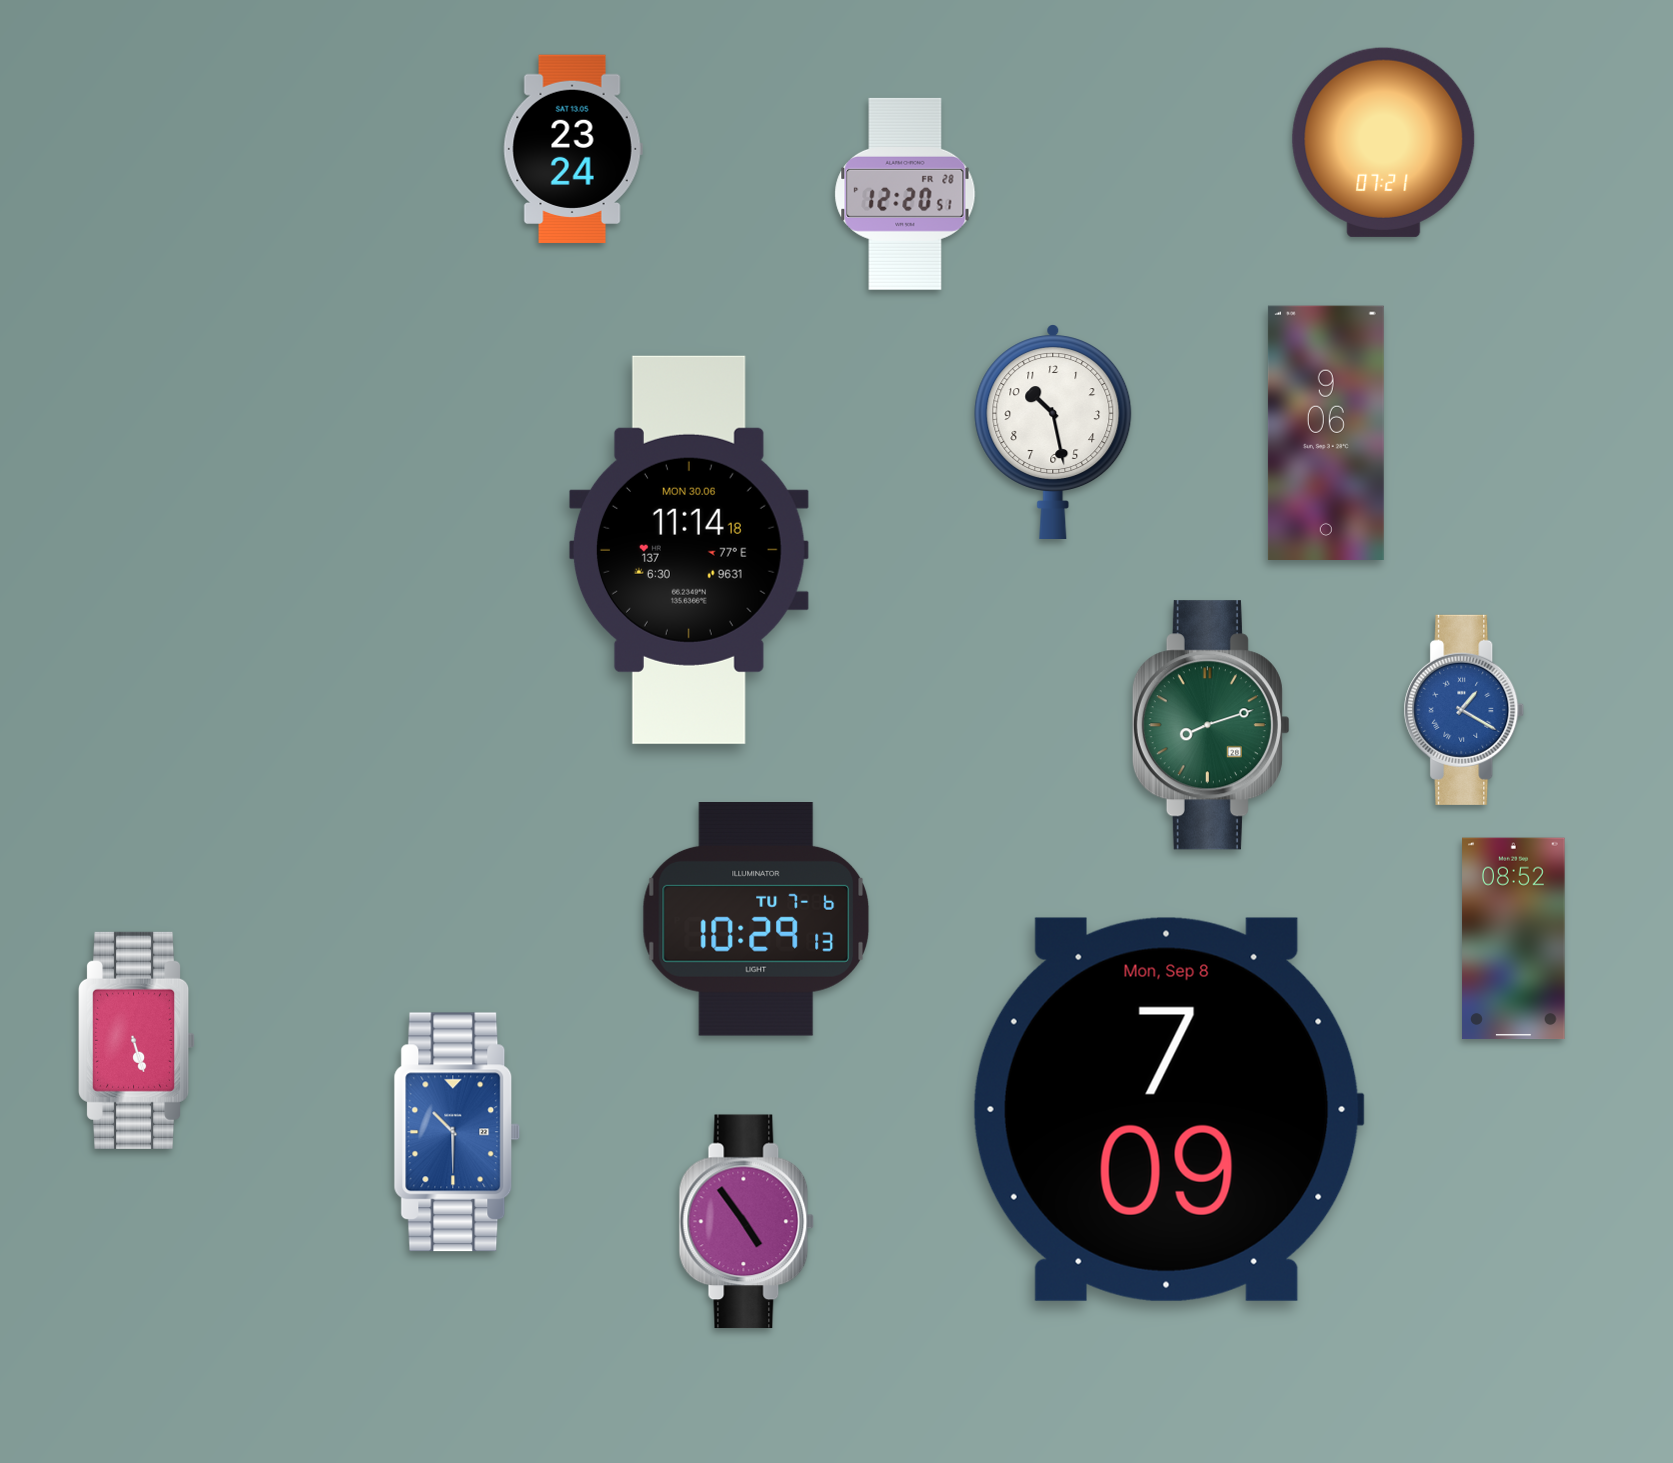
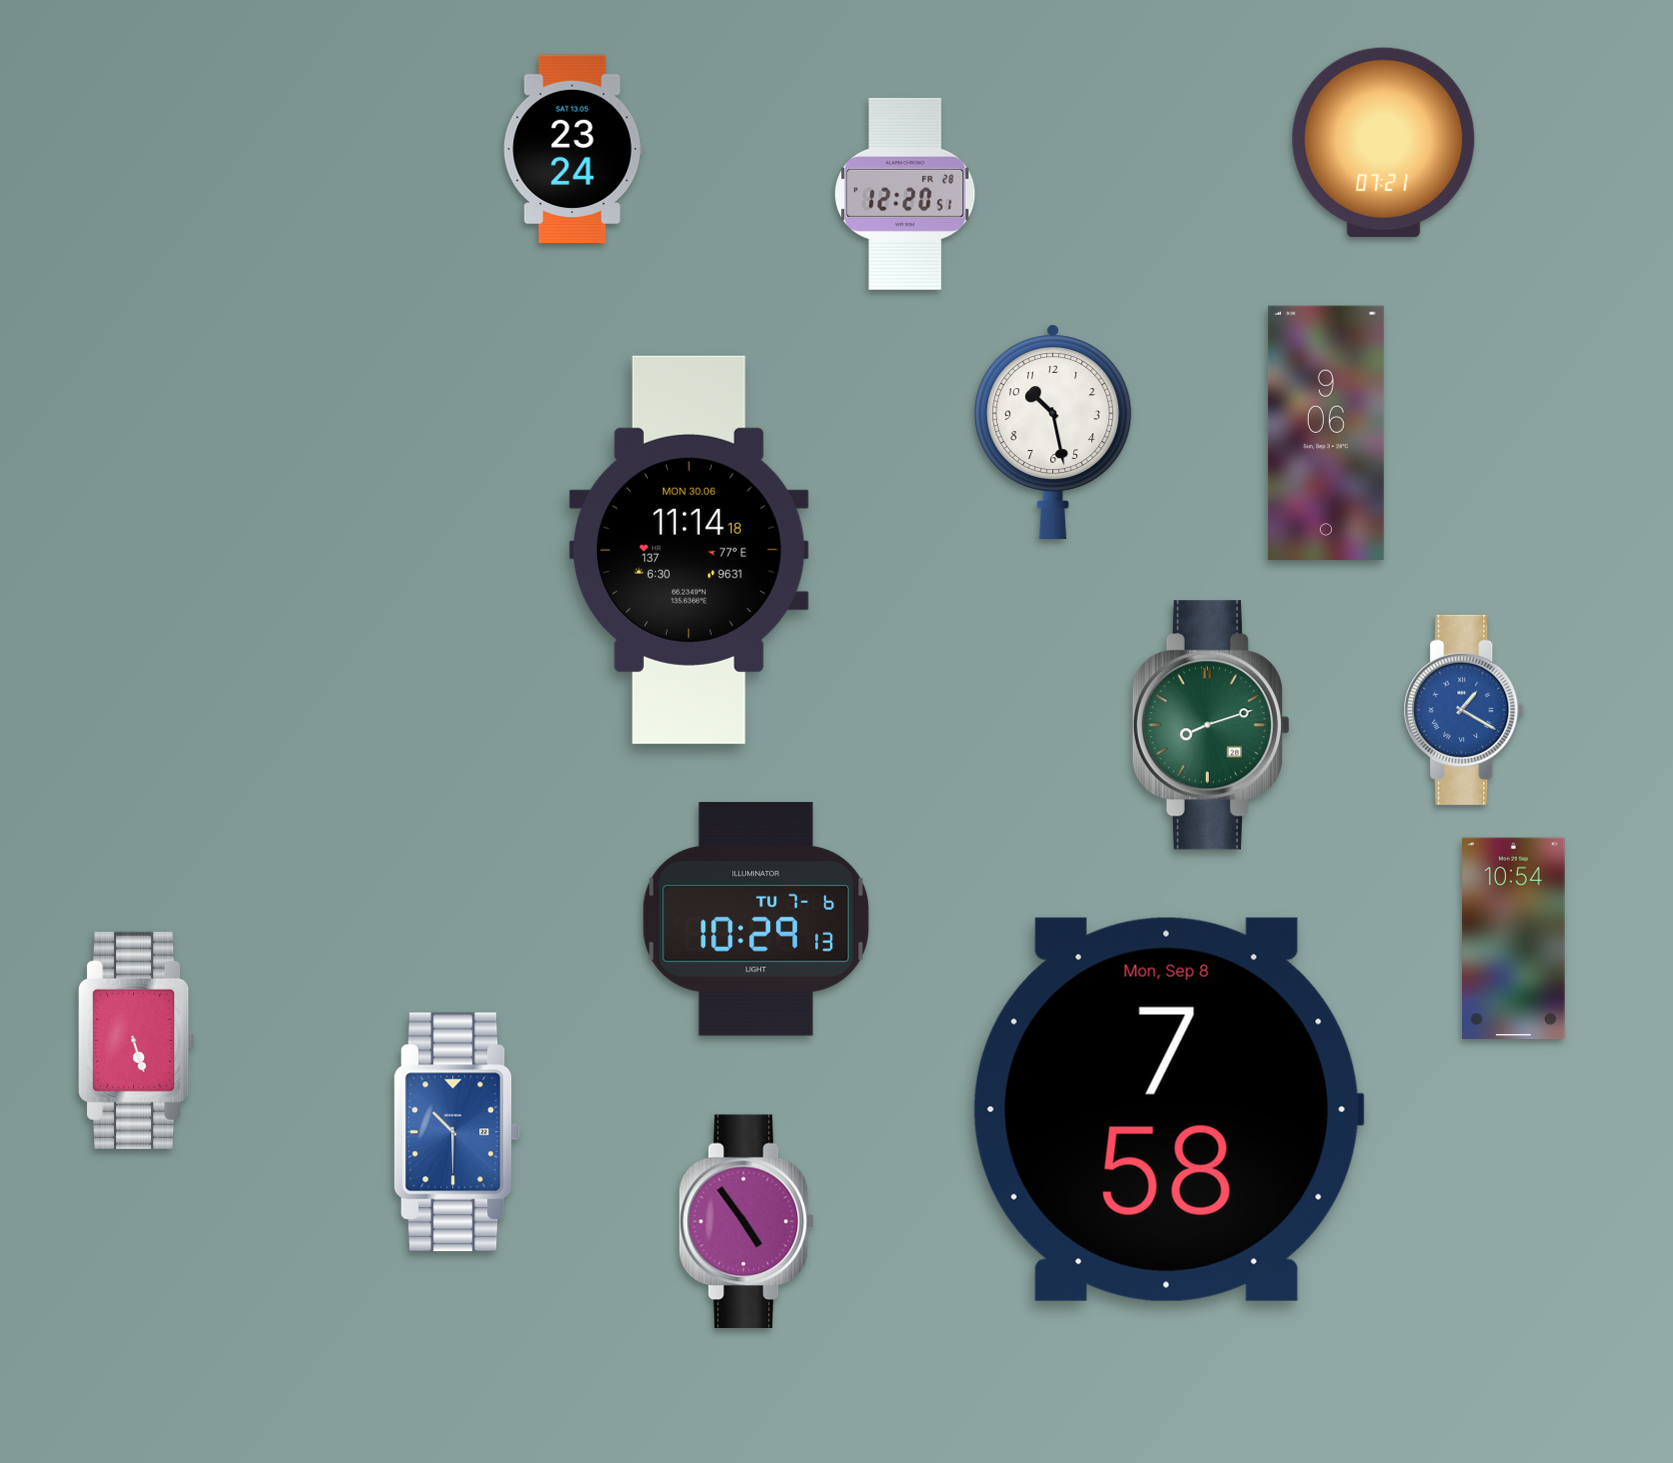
clock at (1514, 939): 08:52 -> 10:54
clock at (1168, 1109): 7:09 -> 7:58
